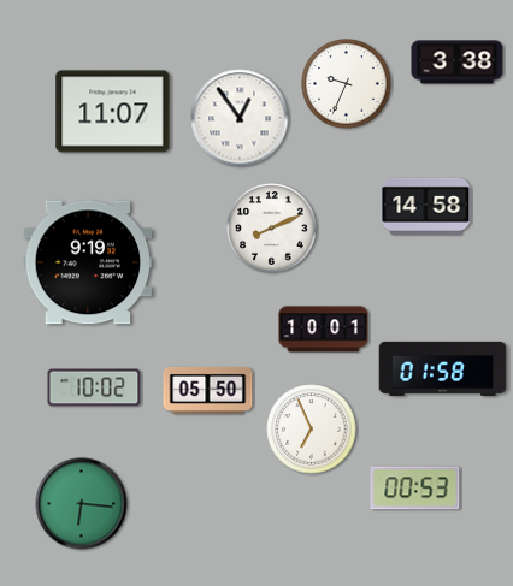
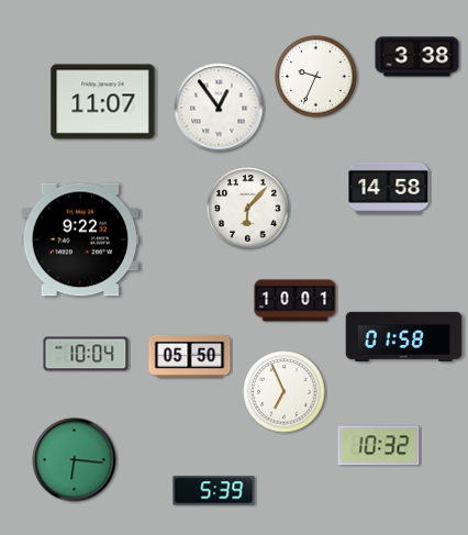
clock at (272, 229): 8:11 -> 6:07
clock at (88, 262): 9:19 -> 9:22
clock at (94, 387): 10:02 -> 10:04
clock at (415, 489): 00:53 -> 10:32
clock at (214, 491): none -> 5:39
